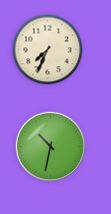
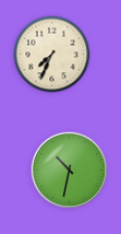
clock at (51, 147) position: (51, 147) -> (70, 171)
